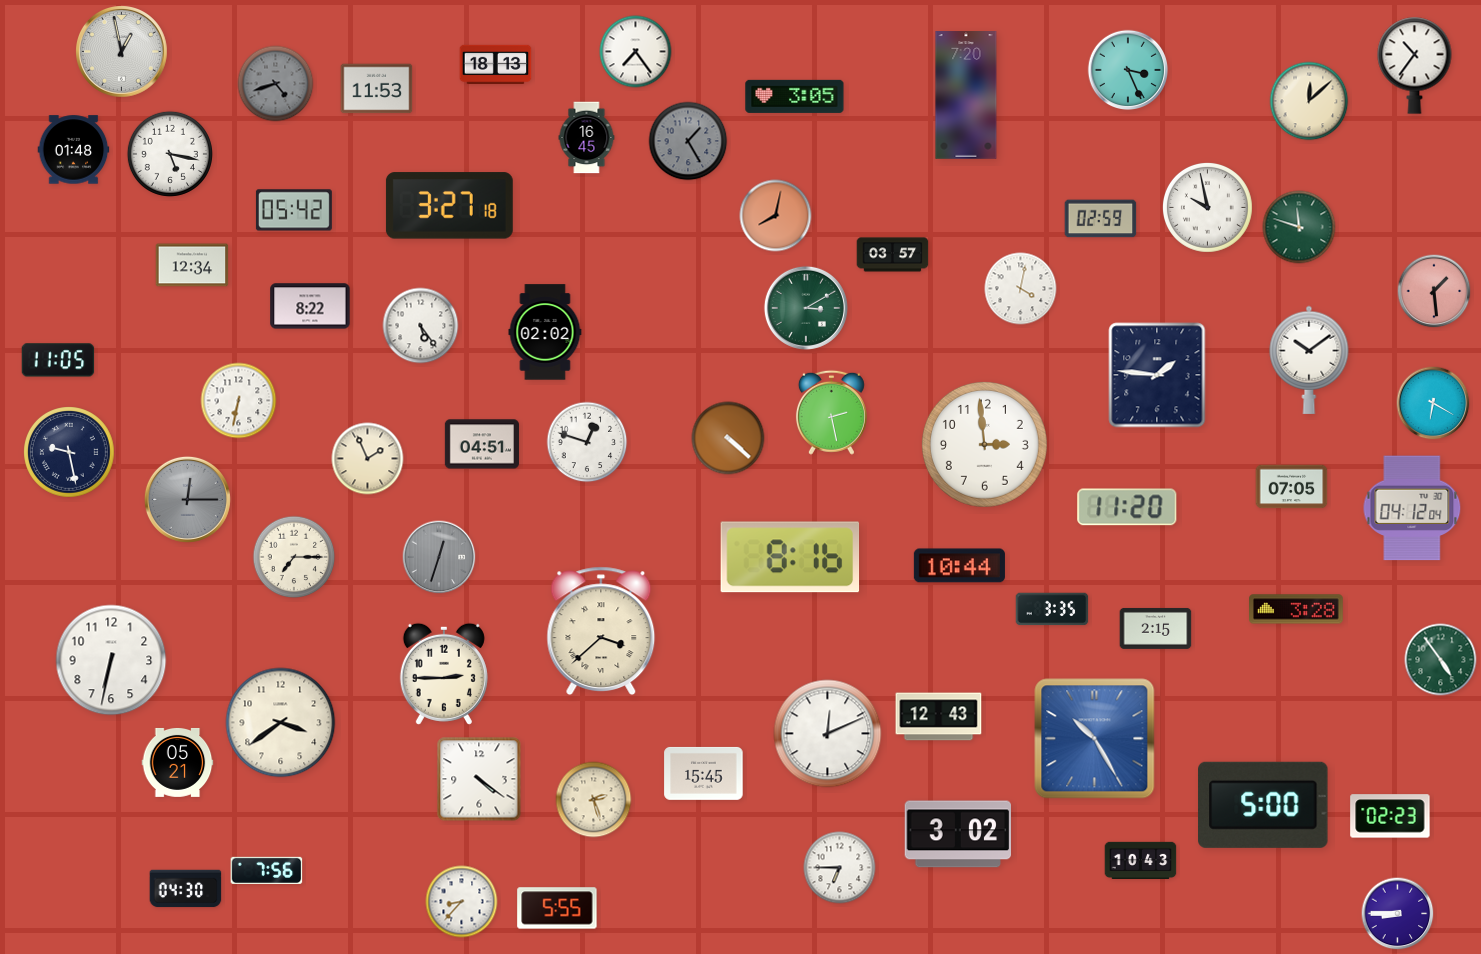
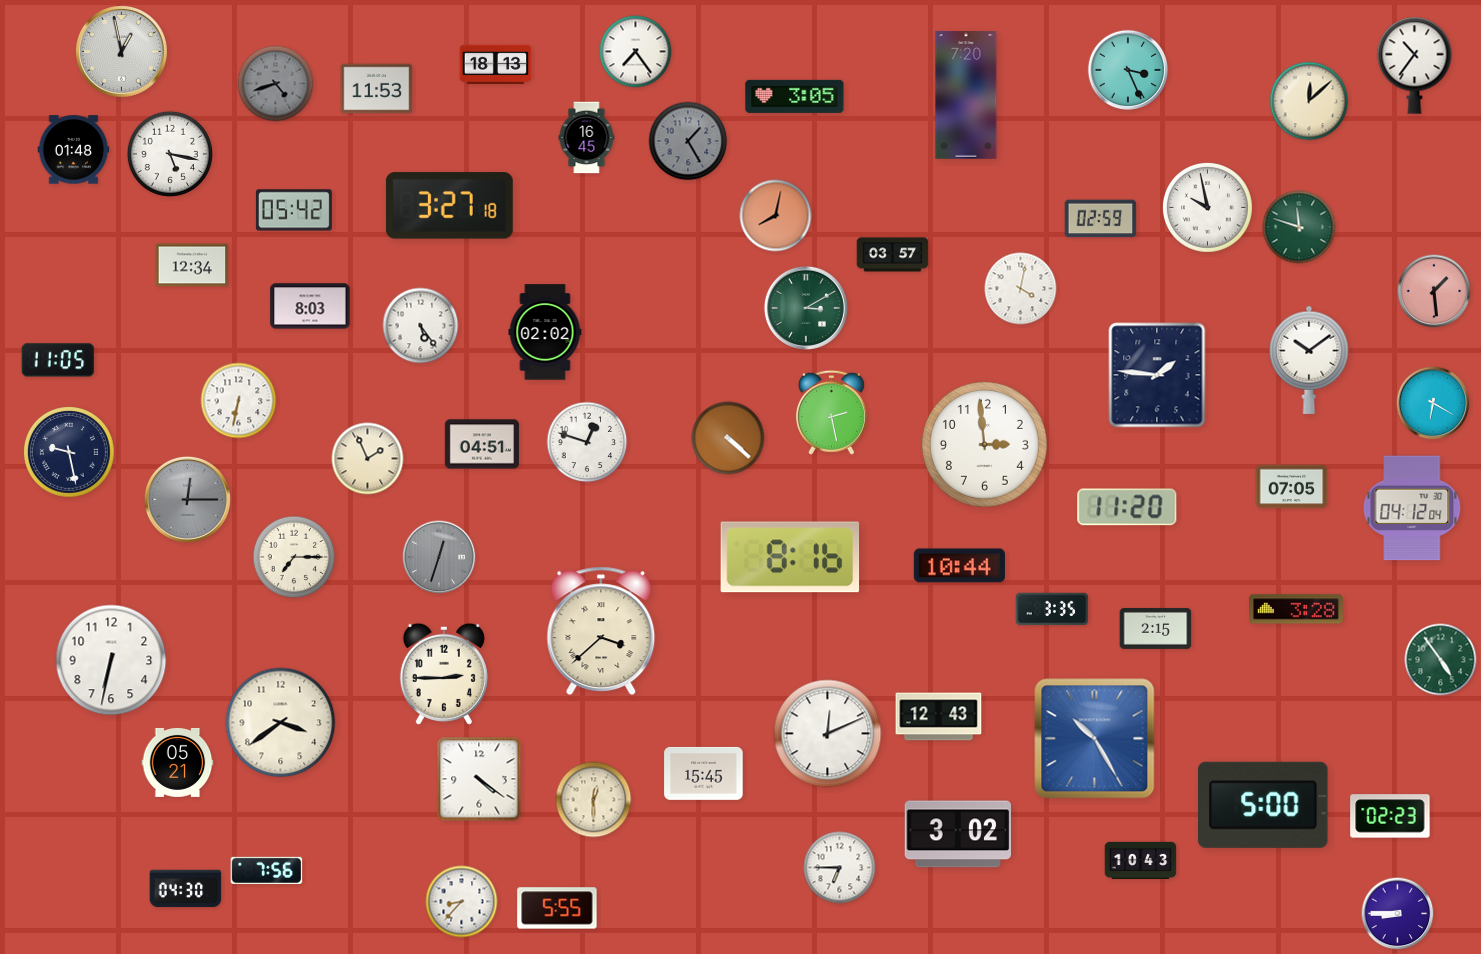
clock at (310, 306): 8:22 -> 8:03
clock at (594, 800): 2:27 -> 12:30
